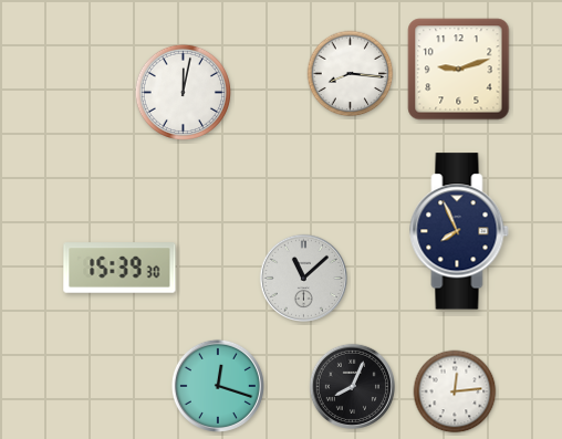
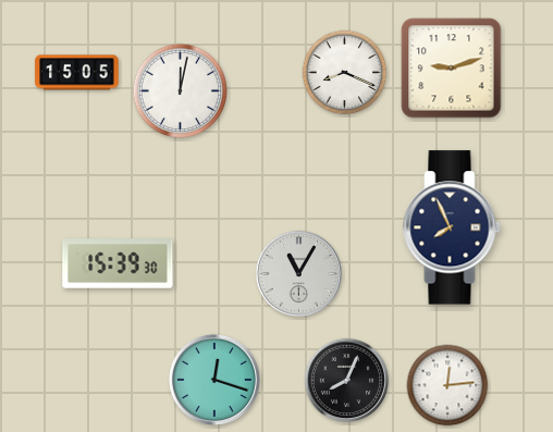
clock at (77, 73): none -> 15:05
clock at (351, 74): 8:16 -> 8:19
clock at (303, 278): 11:08 -> 11:05
